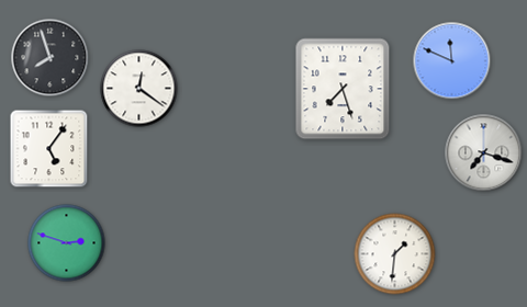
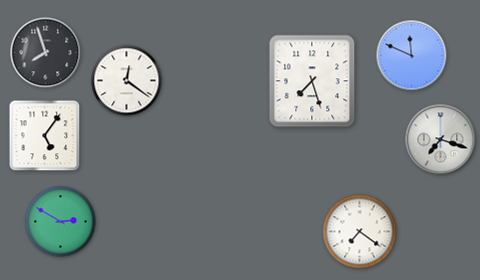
clock at (67, 243): 2:48 -> 2:50
clock at (395, 254): 1:31 -> 7:21
